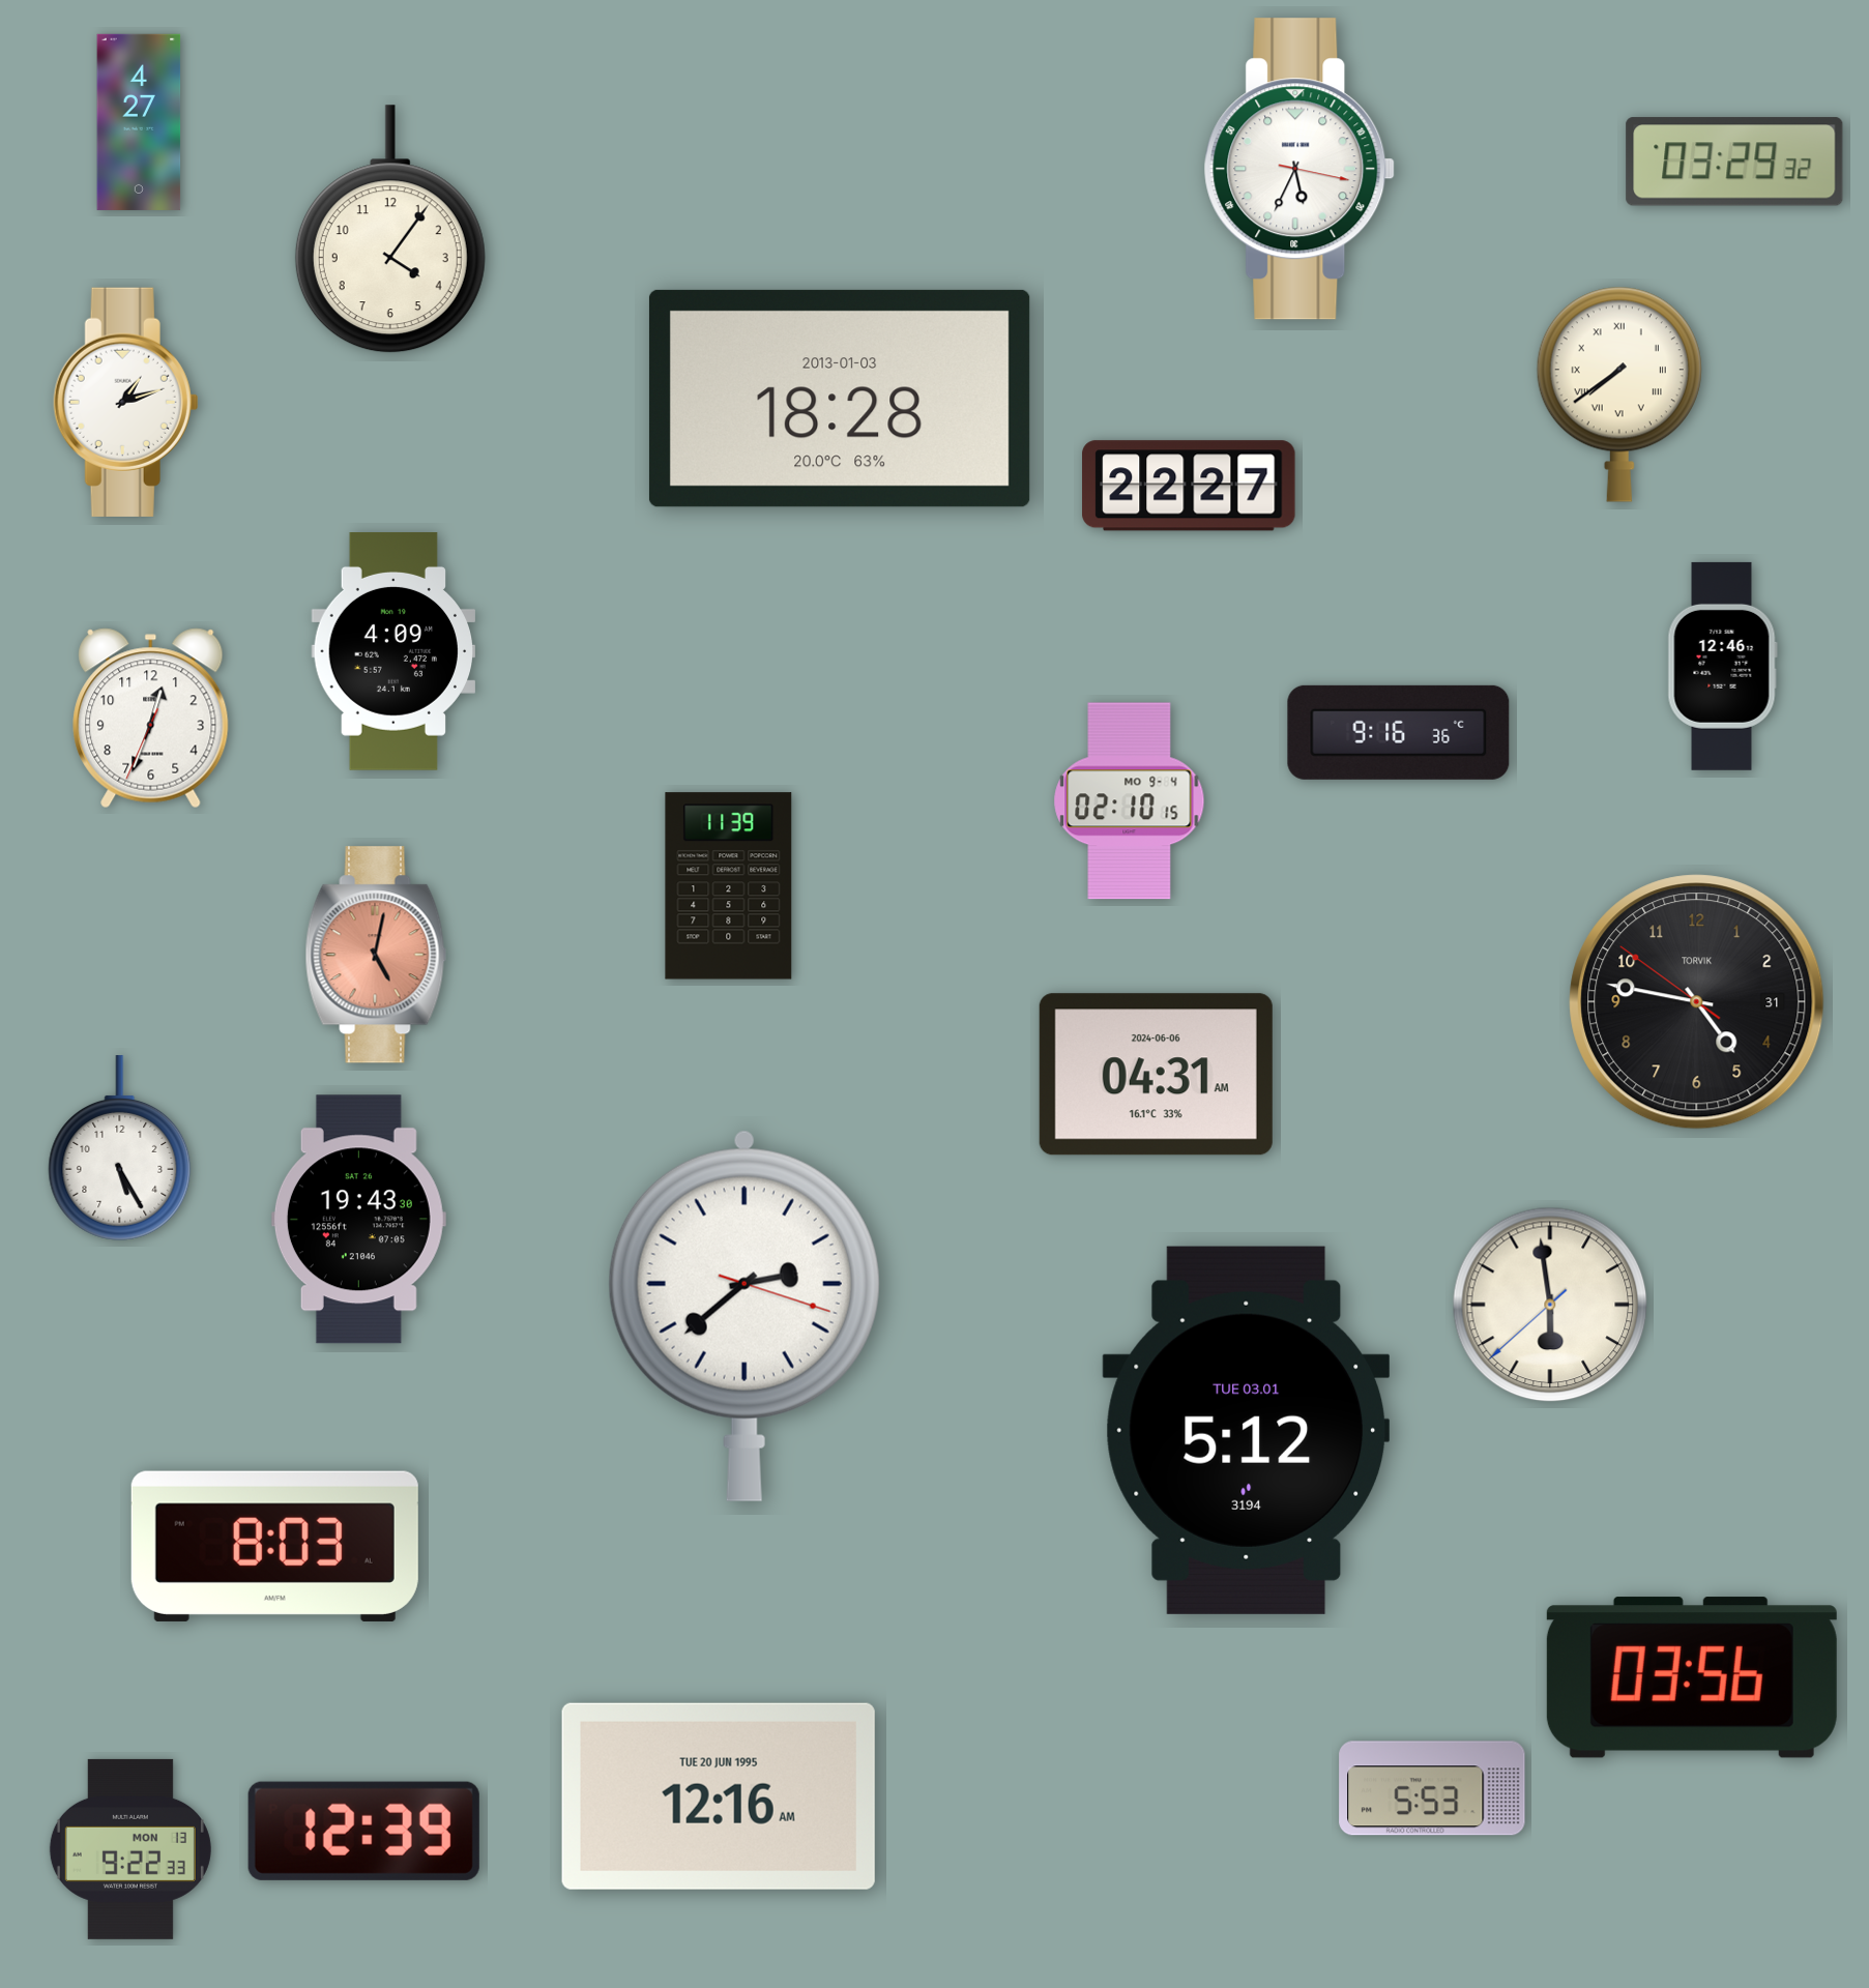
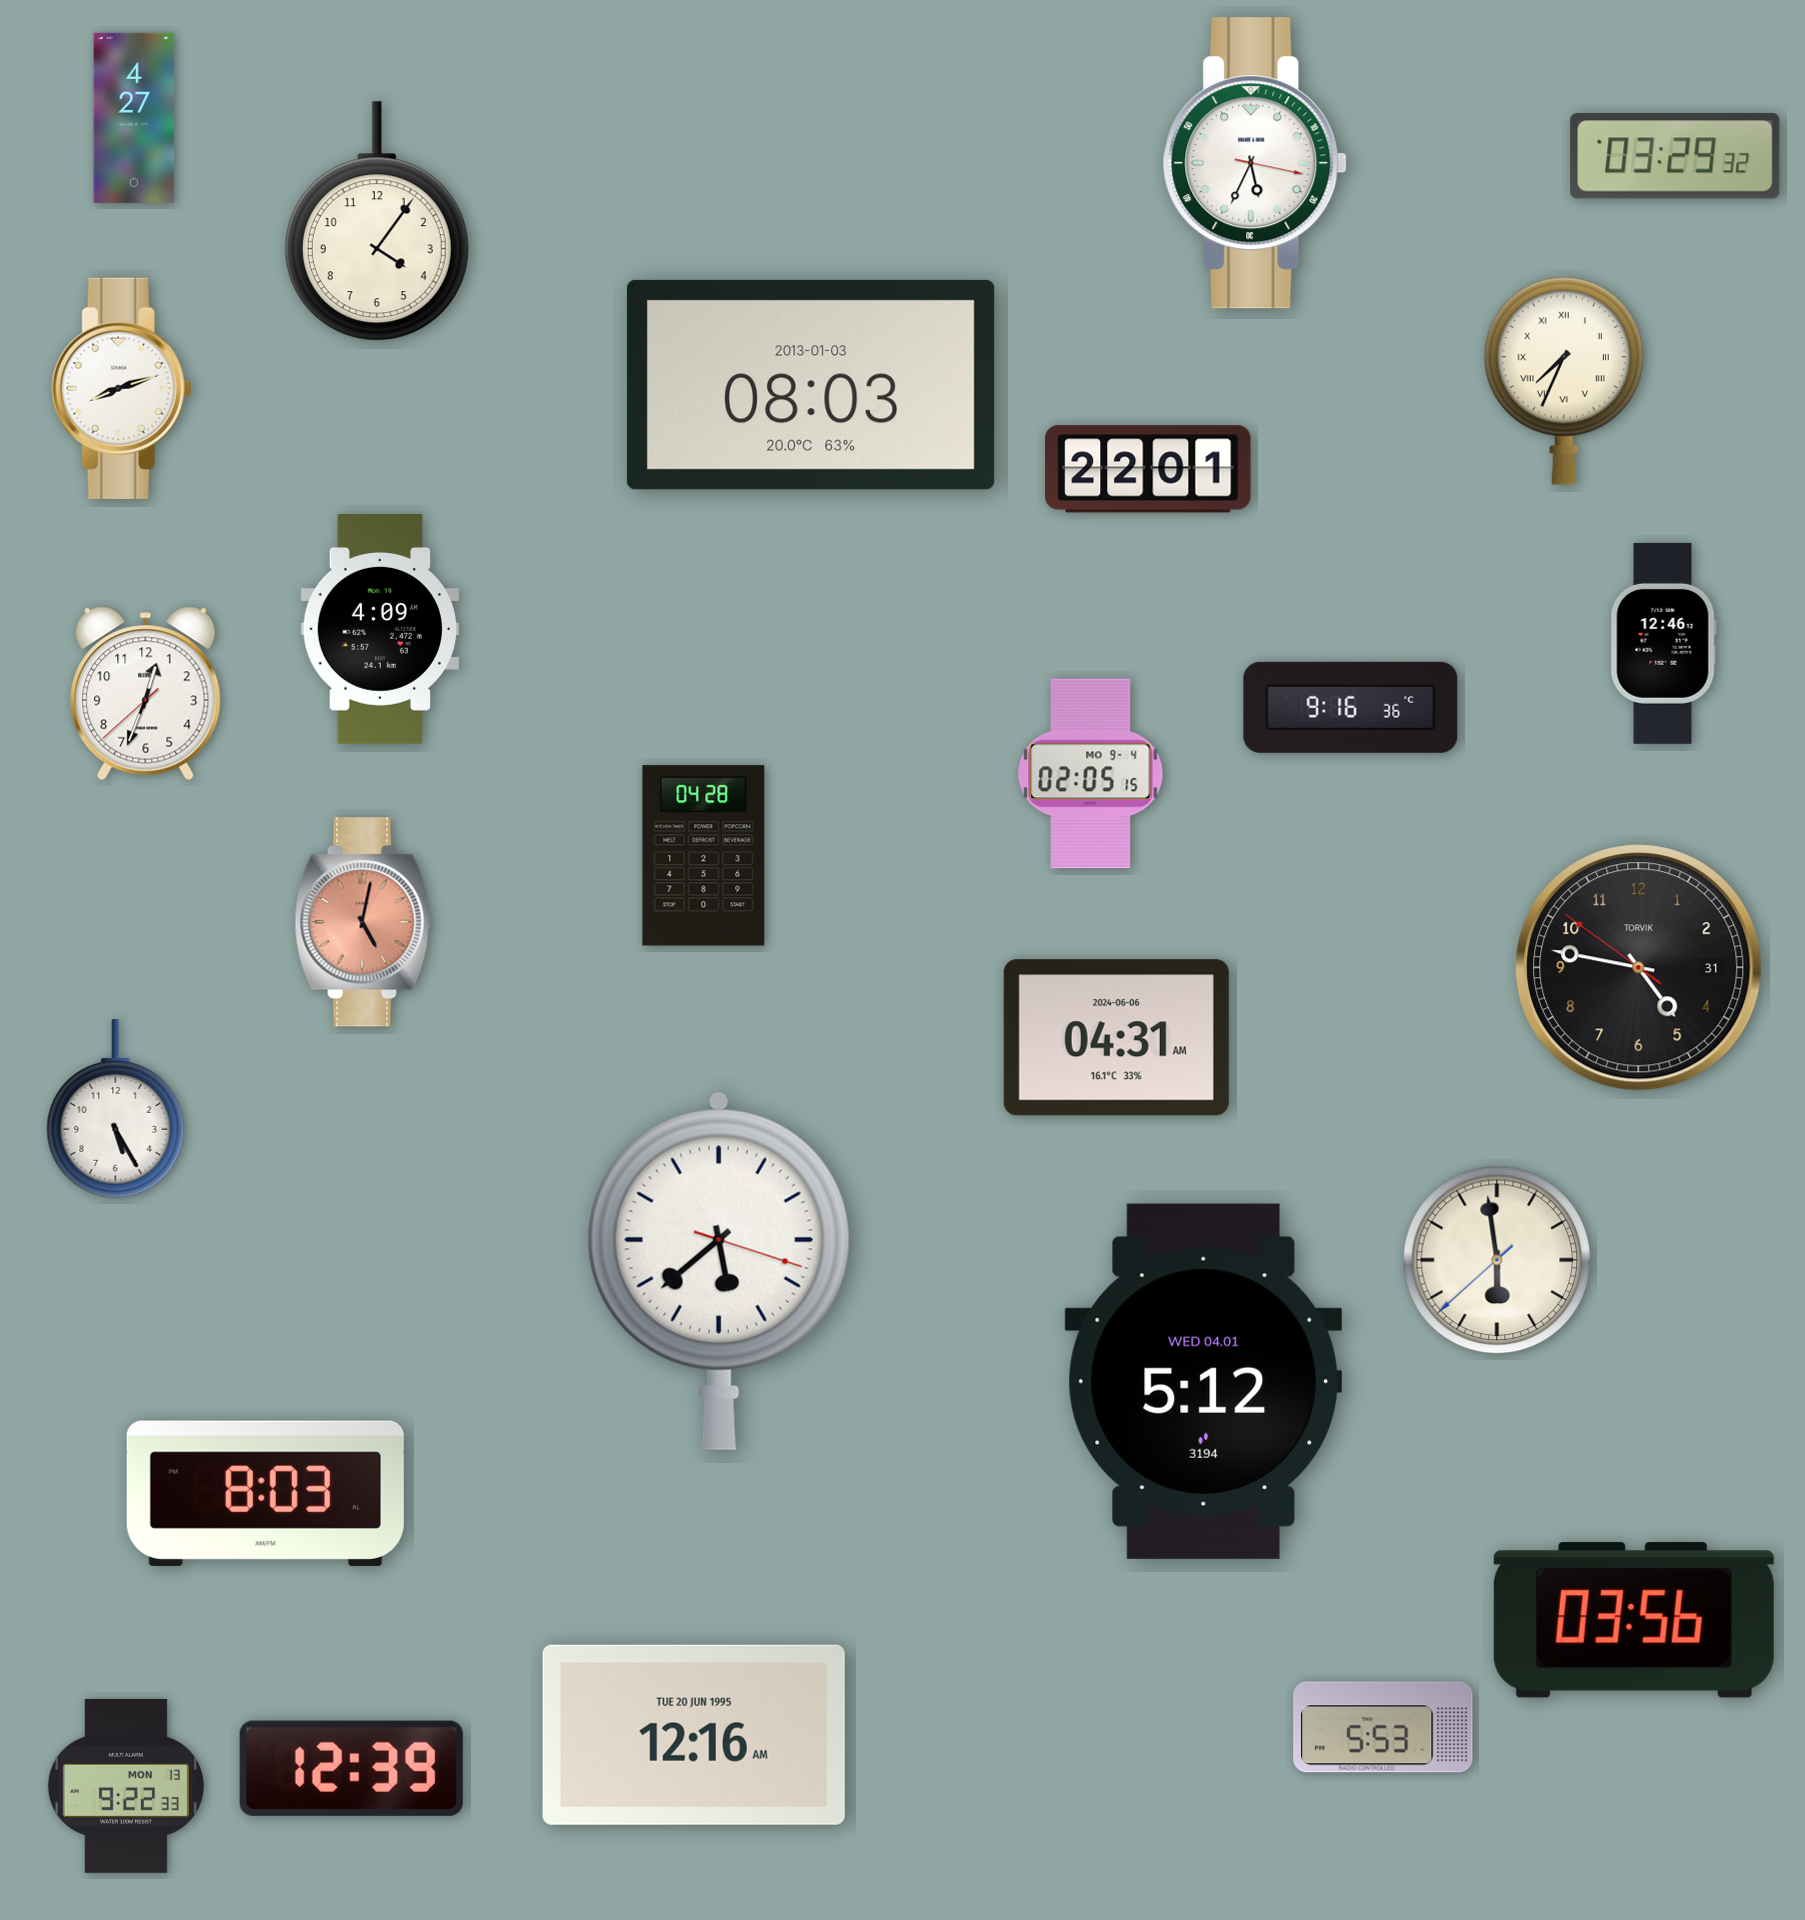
clock at (1619, 394): 7:39 -> 7:34
clock at (840, 399): 18:28 -> 08:03
clock at (126, 402): 1:12 -> 8:12
clock at (1189, 486): 22:27 -> 22:01
clock at (151, 719): 12:33:34 -> 12:33:38
clock at (1130, 801): 02:10 -> 02:05
clock at (729, 886): 11:39 -> 04:28
clock at (358, 1220): 19:43 -> none
clock at (744, 1316): 2:38 -> 5:38
clock at (1247, 1430) date: TUE 03.01 -> WED 04.01
